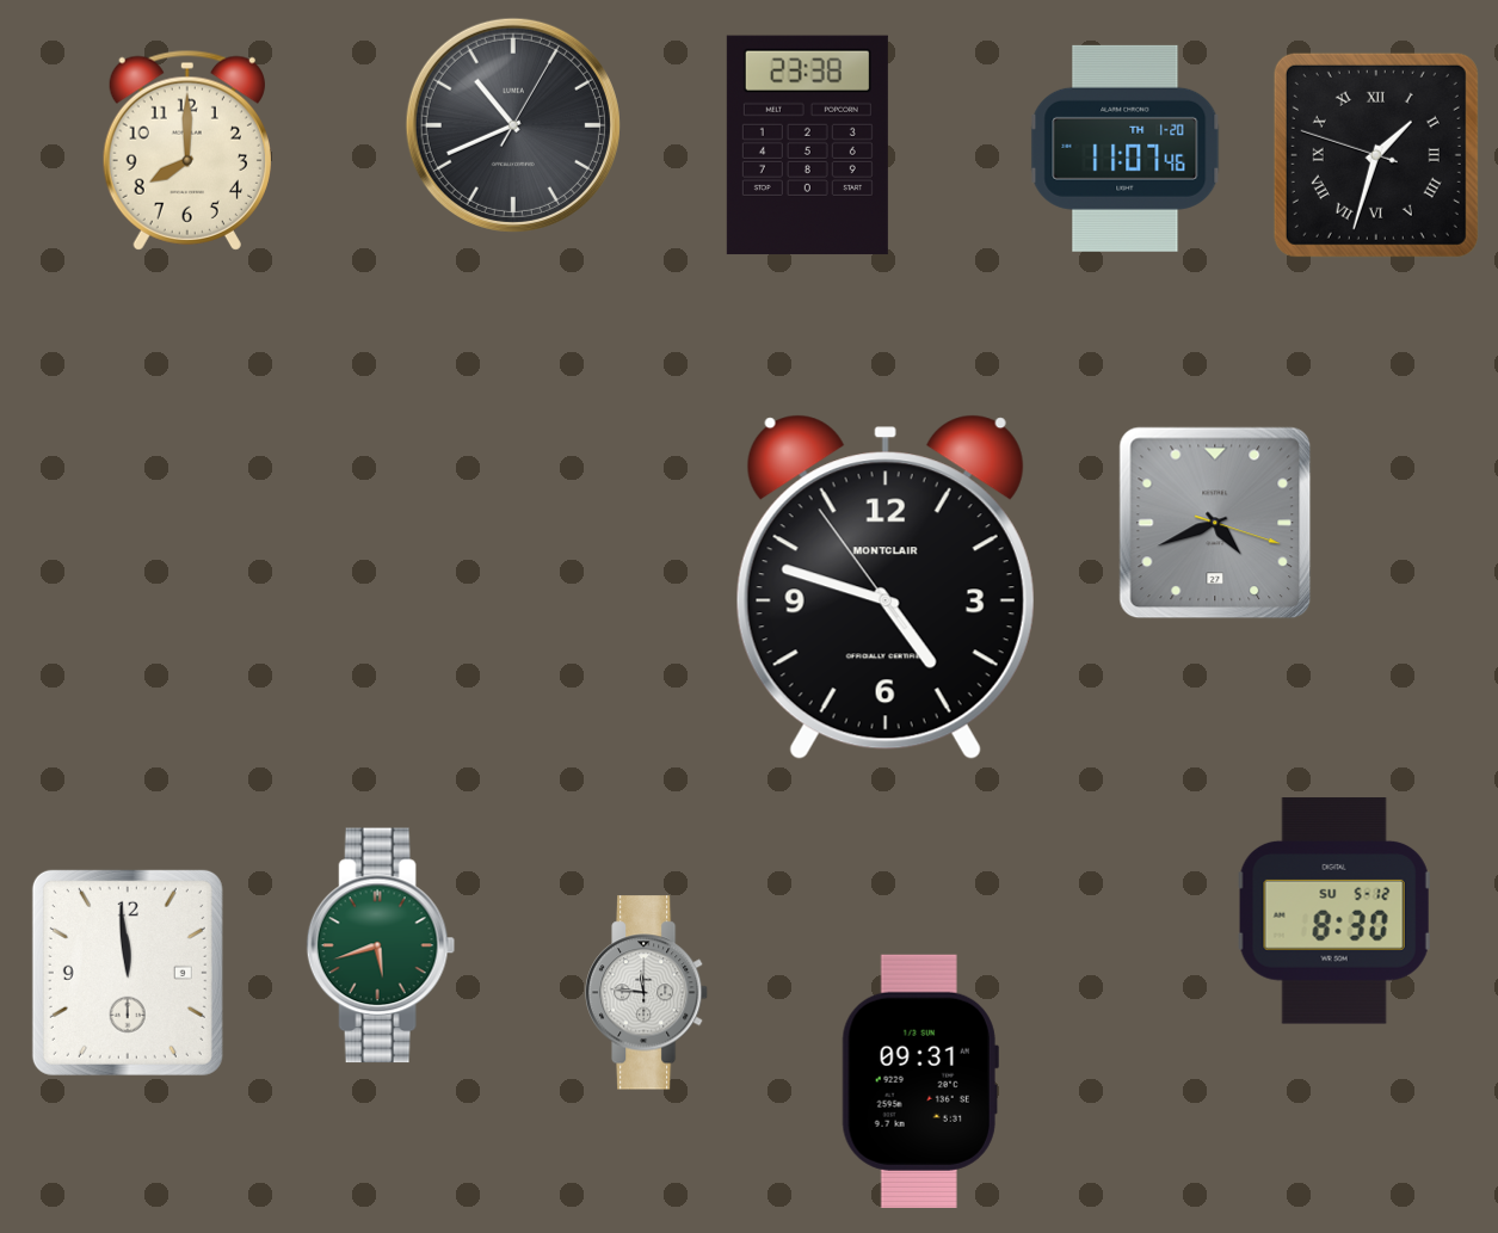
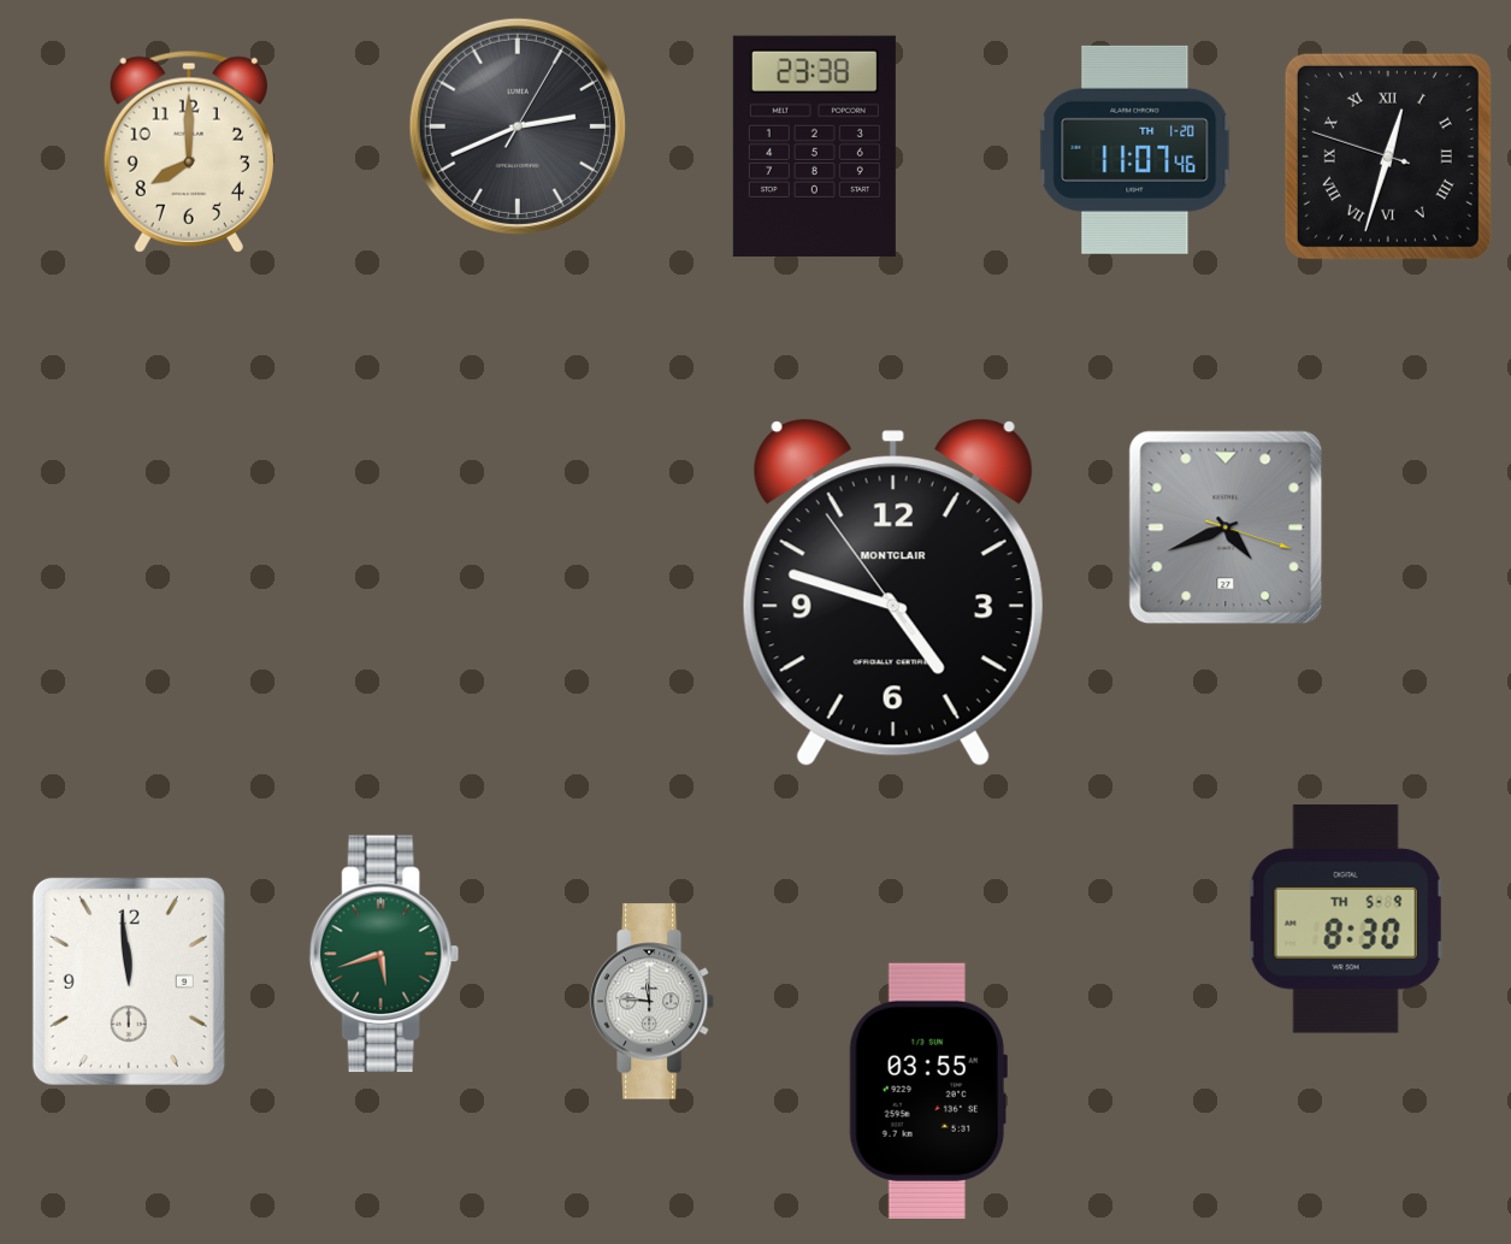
clock at (513, 125): 10:41 -> 2:41
clock at (1376, 155): 1:32 -> 12:32
clock at (1334, 911) date: SU 5-12 -> TH 5-9
clock at (920, 1081): 09:31 -> 03:55
